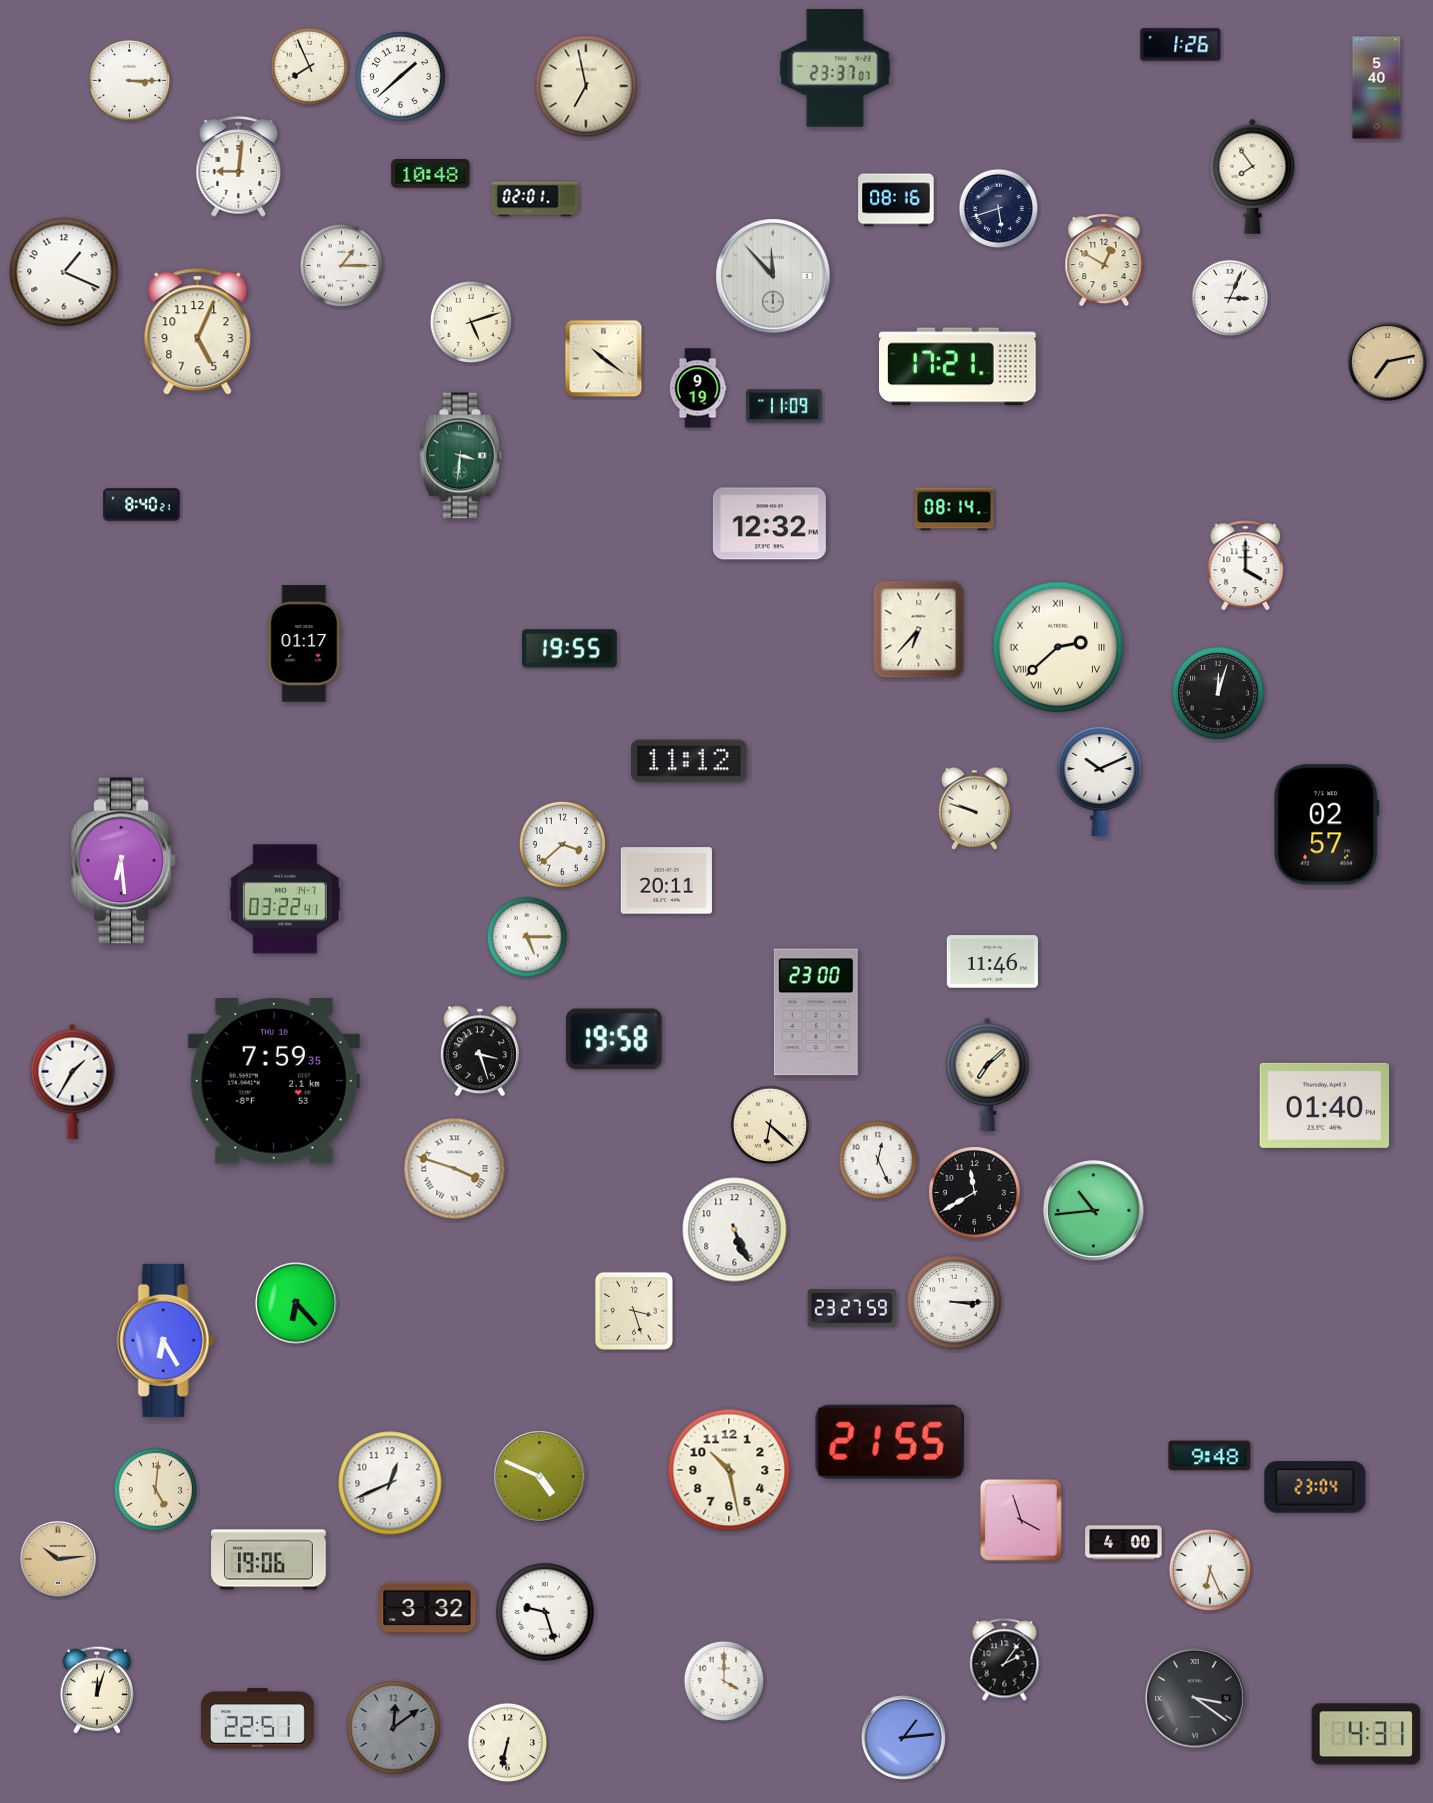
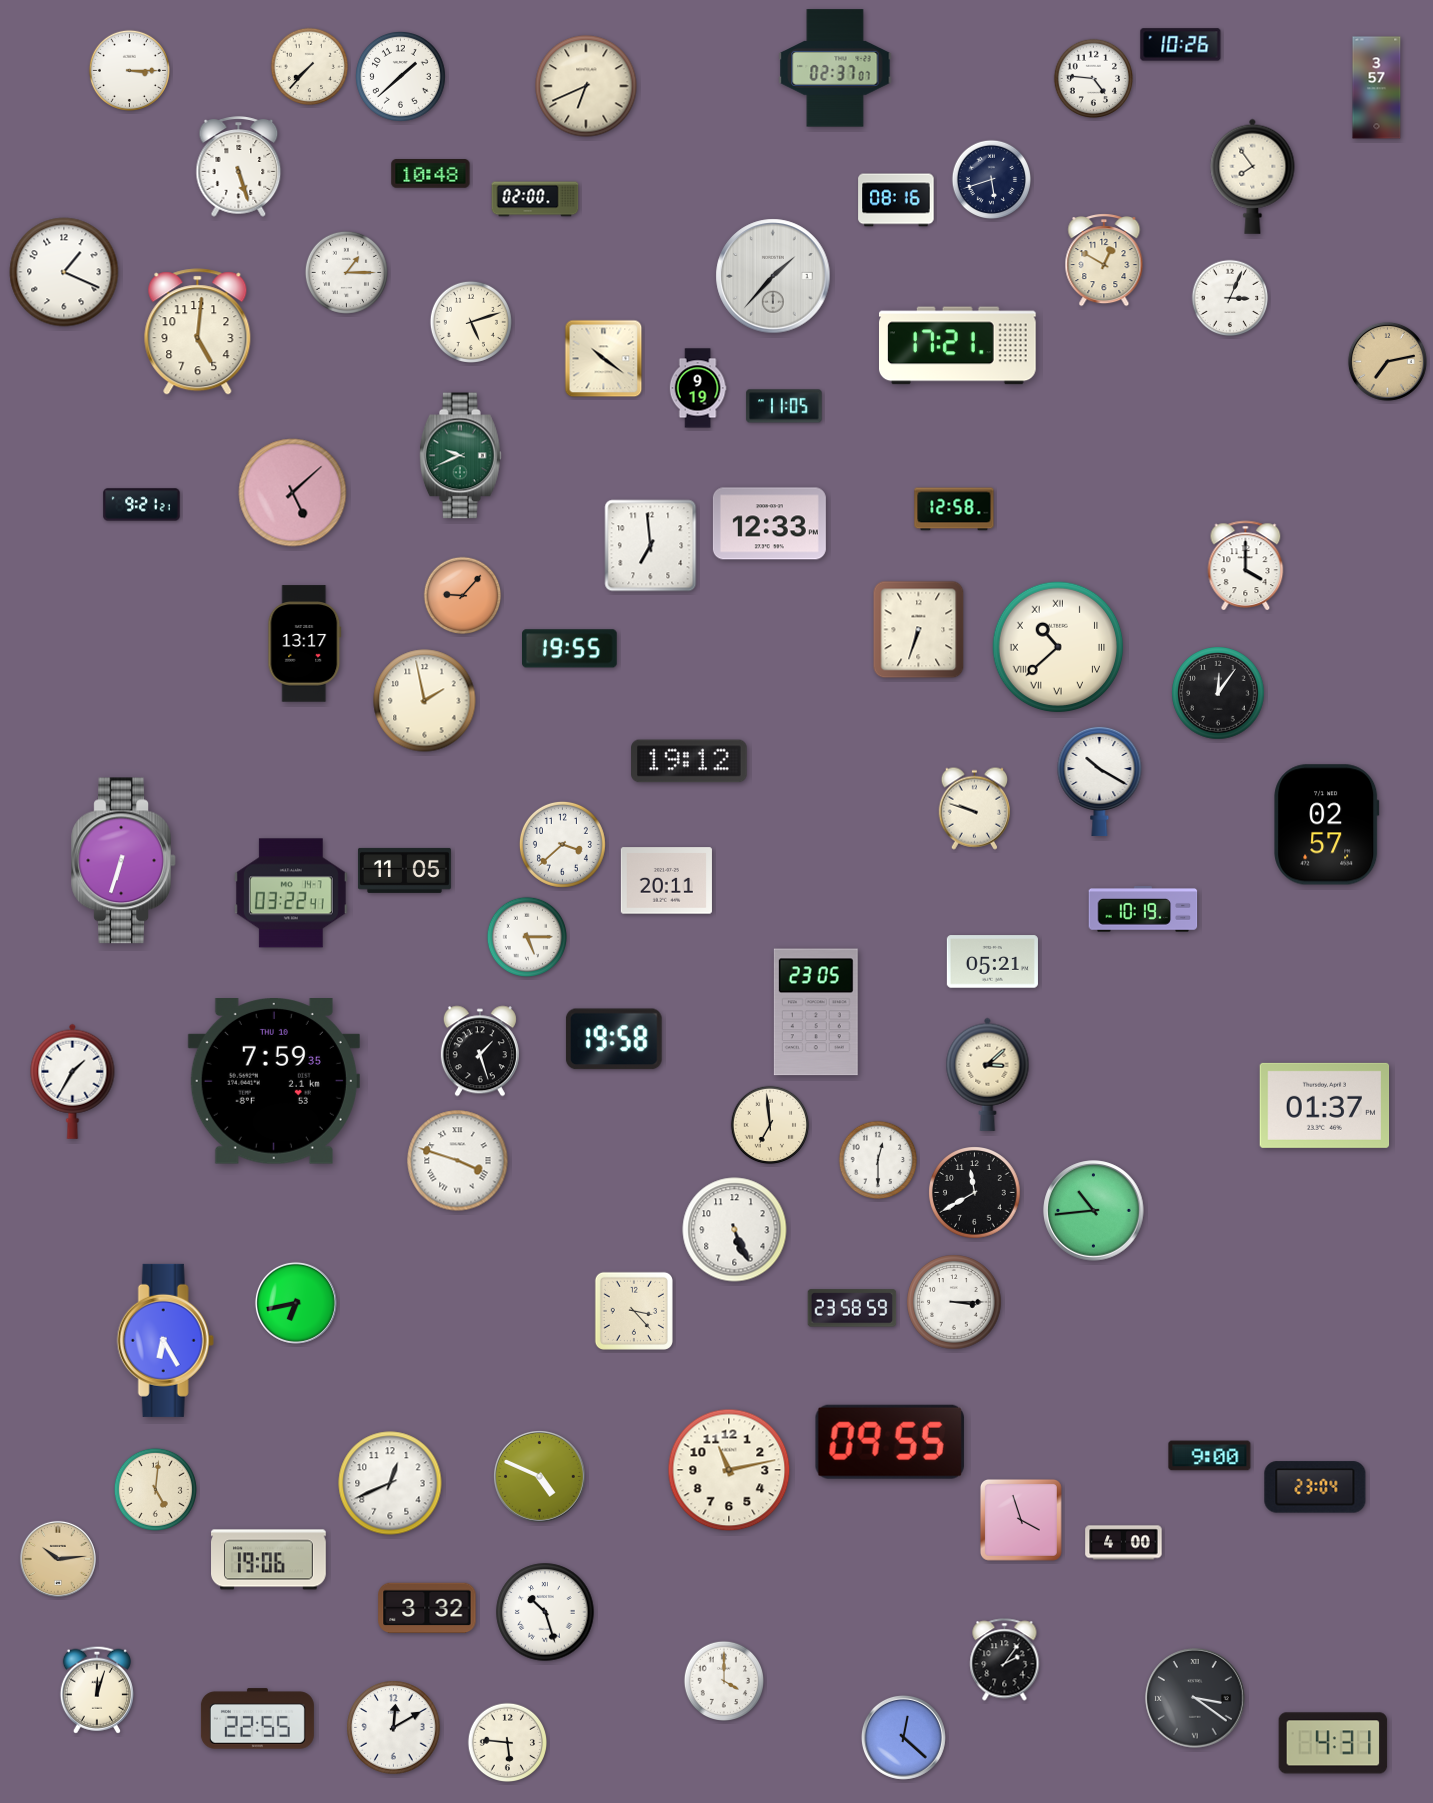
clock at (1181, 45): 1:26 -> 10:26
clock at (310, 67): 7:56 -> 7:37
clock at (835, 68): 23:37 -> 02:37
clock at (1094, 79): none -> 4:46
clock at (129, 80) position: (129, 80) -> (129, 70)
clock at (586, 86): 6:58 -> 6:41
clock at (1377, 88): 5:40 -> 3:57
clock at (239, 167): 9:01 -> 5:27
clock at (535, 199): 02:01 -> 02:00
clock at (999, 209) position: (999, 209) -> (992, 180)
clock at (341, 265) position: (341, 265) -> (346, 272)
clock at (773, 276): 11:53 -> 1:37
clock at (198, 332): 5:04 -> 5:01
clock at (958, 367) position: (958, 367) -> (958, 346)
clock at (784, 406): 11:09 -> 11:05
clock at (461, 456): 3:31 -> 9:41
clock at (293, 493): none -> 5:08
clock at (142, 505): 8:40 -> 9:21
clock at (954, 509): 08:14 -> 12:58
clock at (769, 524): 12:32 -> 12:33
clock at (651, 546): none -> 6:59
clock at (463, 596): none -> 9:07
clock at (919, 630): 6:37 -> 6:33
clock at (305, 644): 01:17 -> 13:17
clock at (1058, 647): 2:38 -> 10:38
clock at (1218, 693): 12:03 -> 12:06
clock at (425, 701): none -> 1:58
clock at (689, 761): 11:12 -> 19:12
clock at (1100, 781): 10:11 -> 10:20
clock at (123, 861): 6:29 -> 6:33
clock at (404, 870): none -> 11:05
clock at (285, 899) position: (285, 899) -> (291, 893)
clock at (1143, 909): none -> 10:19
clock at (992, 962): 11:46 -> 05:21
clock at (816, 1012): 23:00 -> 23:05
clock at (480, 1051): 3:27 -> 1:27
clock at (988, 1074): 7:08 -> 3:08
clock at (1325, 1105): 01:40 -> 01:37
clock at (770, 1125): 6:22 -> 6:59
clock at (878, 1160): 12:26 -> 12:30
clock at (455, 1169) position: (455, 1169) -> (458, 1161)
clock at (296, 1303): 6:23 -> 6:43
clock at (852, 1308): 23:27 -> 23:58
clock at (634, 1311): 3:27 -> 3:23
clock at (890, 1442): 21:55 -> 09:55
clock at (1210, 1456): 9:48 -> 9:00
clock at (729, 1470): 10:28 -> 11:13
clock at (1210, 1570): 6:26 -> none
clock at (545, 1612): 9:27 -> 10:27
clock at (257, 1719): 22:51 -> 22:55
clock at (394, 1728): 12:09 -> 12:10
clock at (394, 1728) dial: grey -> white
clock at (1366, 1734) position: (1366, 1734) -> (1333, 1743)
clock at (903, 1737): 1:14 -> 12:22
clock at (508, 1743): 6:32 -> 5:46
